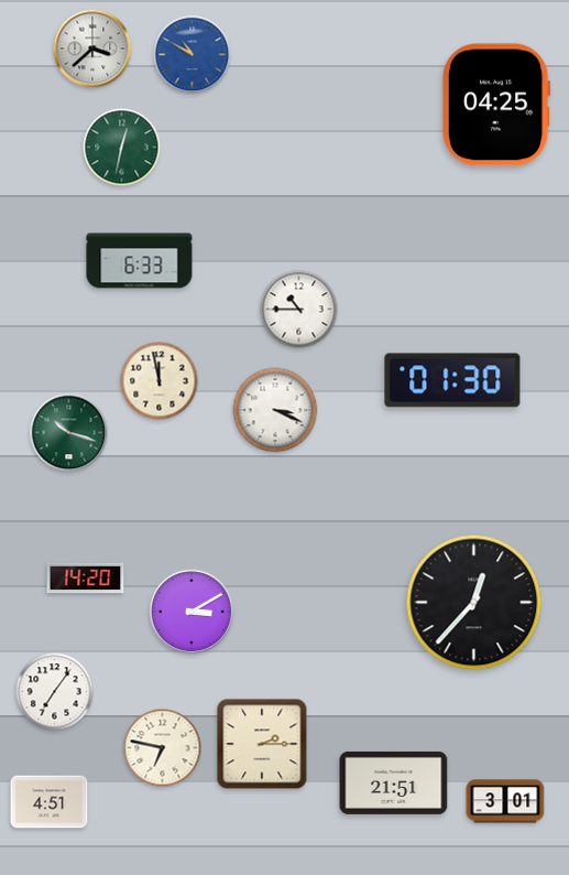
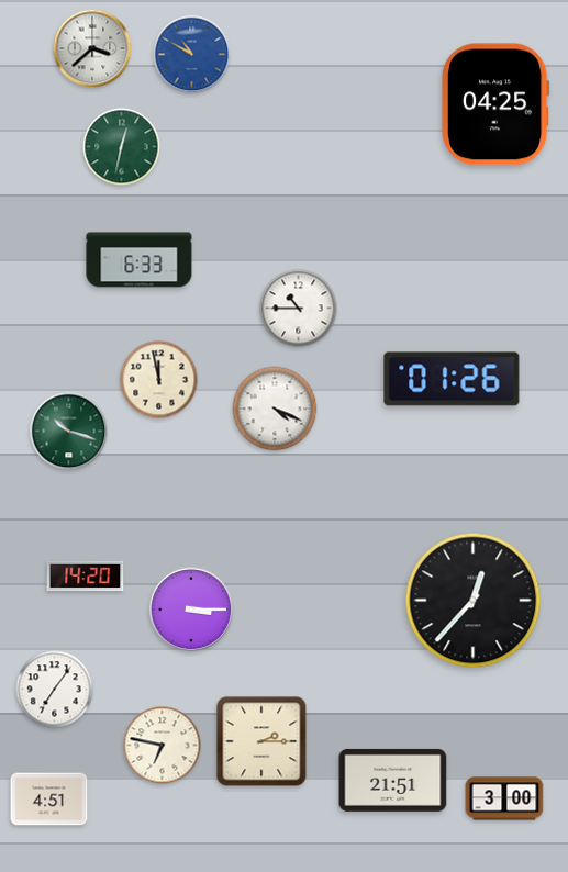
clock at (452, 380): 01:30 -> 01:26
clock at (275, 410): 3:19 -> 4:19
clock at (192, 612): 3:10 -> 3:15
clock at (505, 801): 3:01 -> 3:00
